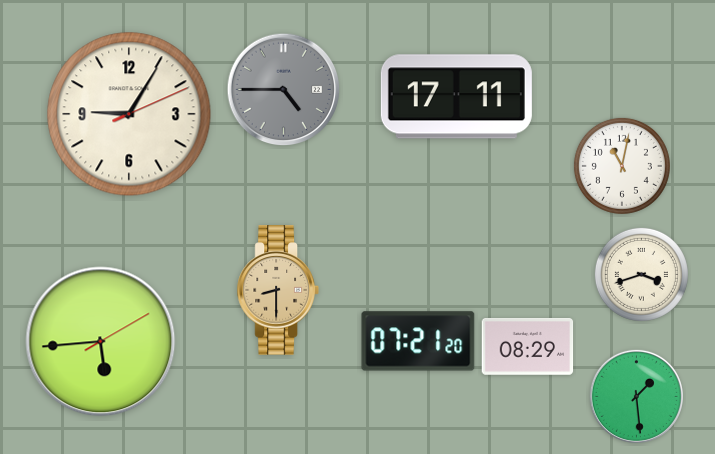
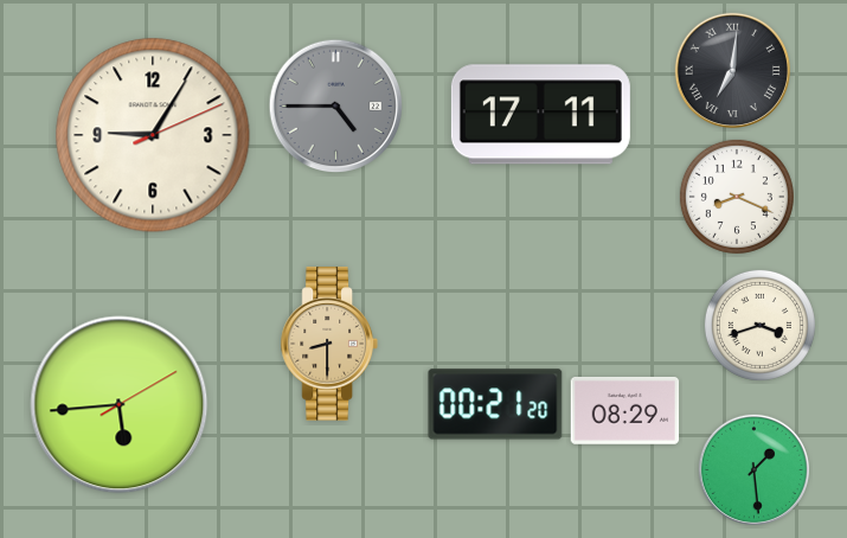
clock at (732, 70): none -> 7:01
clock at (622, 166): 11:02 -> 8:19
clock at (418, 341): 07:21 -> 00:21
